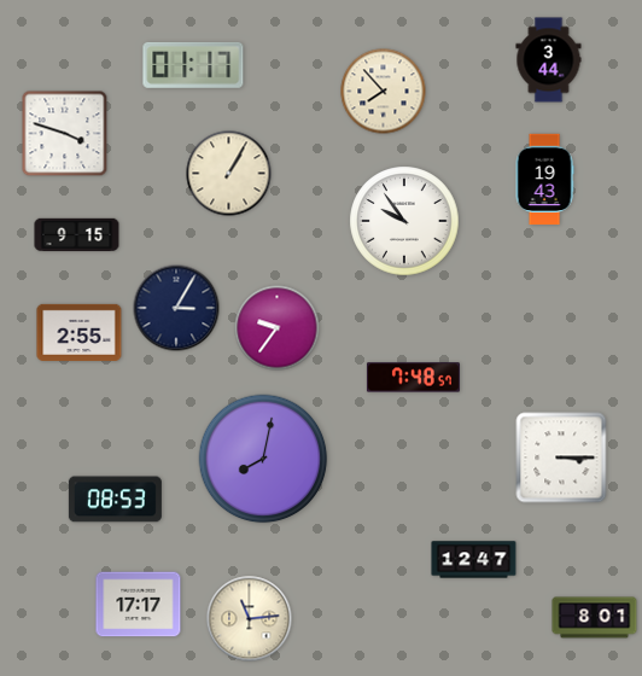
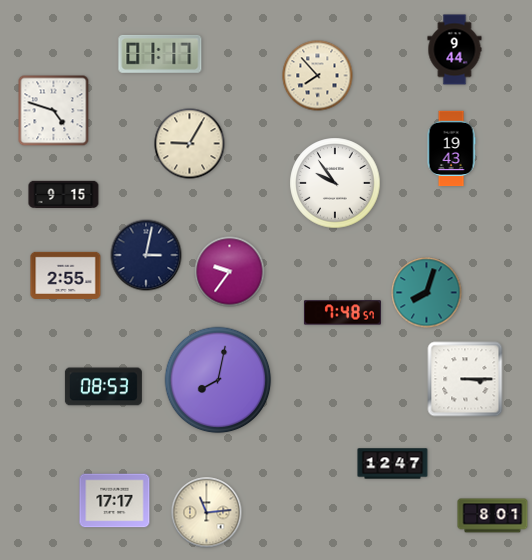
clock at (549, 60): 3:44 -> 9:44
clock at (65, 134): 3:48 -> 4:48
clock at (229, 174): 1:05 -> 9:05
clock at (176, 308): 3:05 -> 3:02
clock at (427, 293): none -> 8:03
clock at (115, 500) position: (115, 500) -> (103, 387)
clock at (595, 618) position: (595, 618) -> (493, 516)
